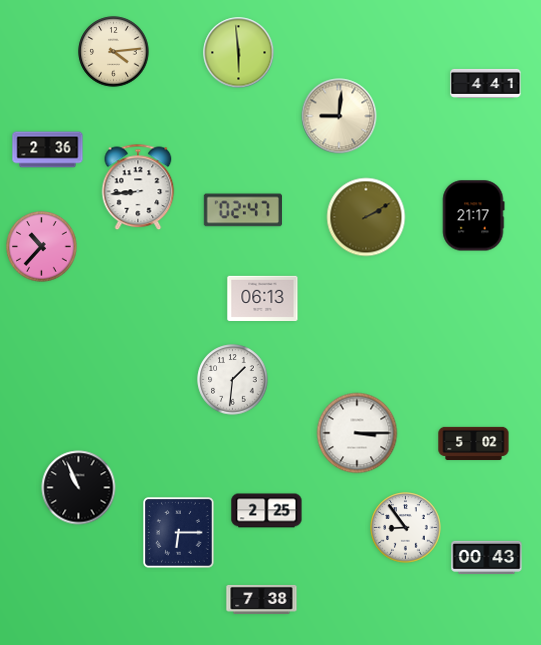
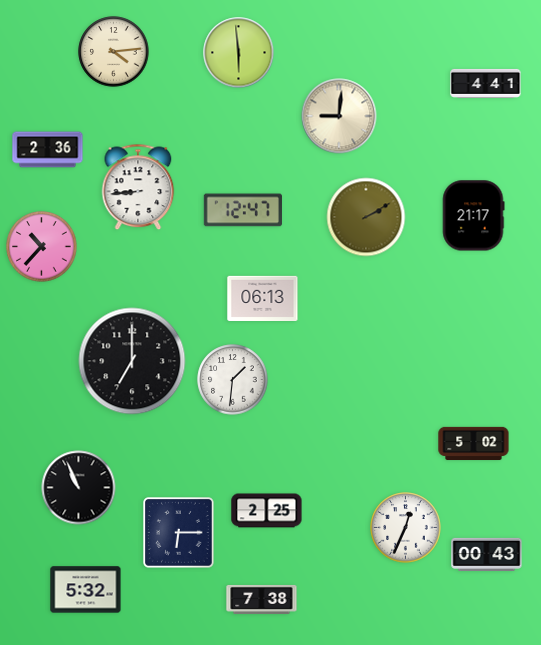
clock at (243, 210): 02:47 -> 12:47
clock at (132, 361): none -> 7:00
clock at (357, 433): 3:15 -> none
clock at (406, 528): 8:54 -> 12:34
clock at (487, 557) position: (487, 557) -> (487, 554)
clock at (86, 590): none -> 5:32
